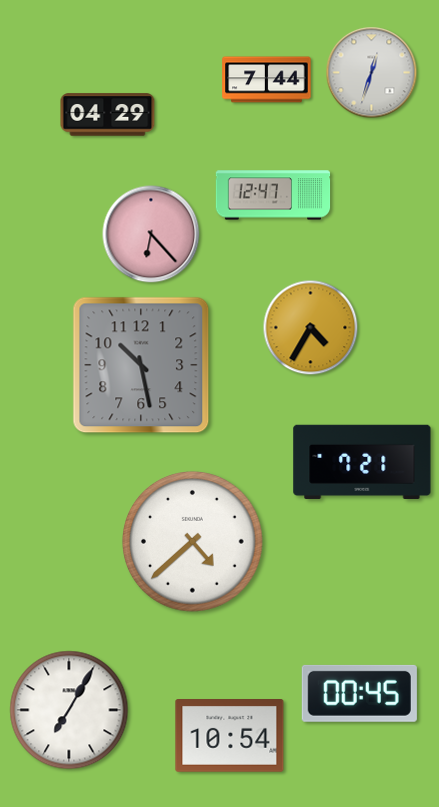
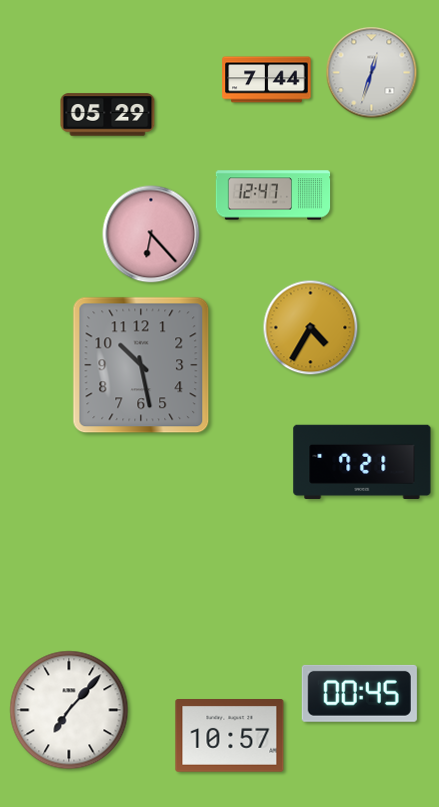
clock at (108, 115): 04:29 -> 05:29
clock at (193, 542): 4:38 -> none
clock at (69, 710): 7:05 -> 7:07
clock at (230, 736): 10:54 -> 10:57
